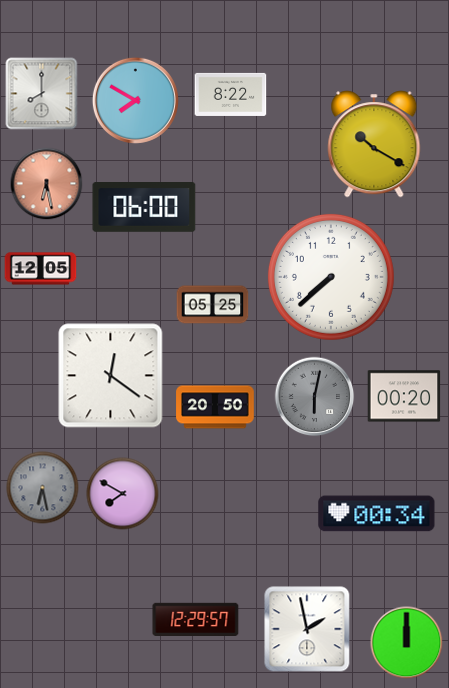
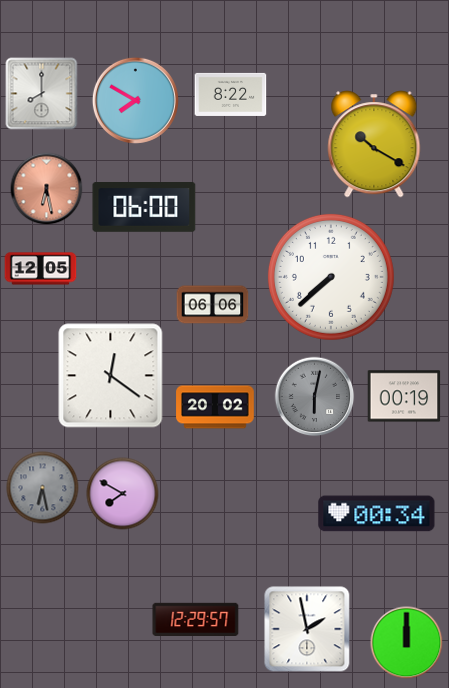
clock at (47, 184) position: (47, 184) -> (47, 189)
clock at (213, 305): 05:25 -> 06:06
clock at (404, 396): 00:20 -> 00:19
clock at (215, 407): 20:50 -> 20:02
